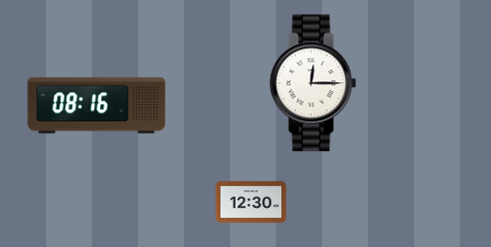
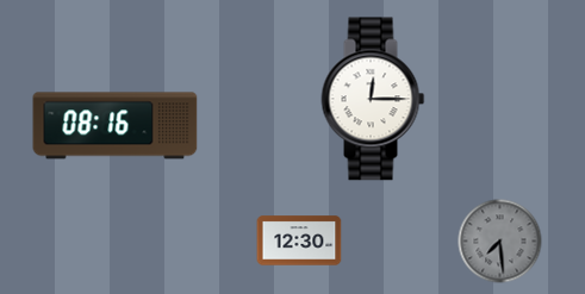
clock at (500, 242): none -> 7:29
